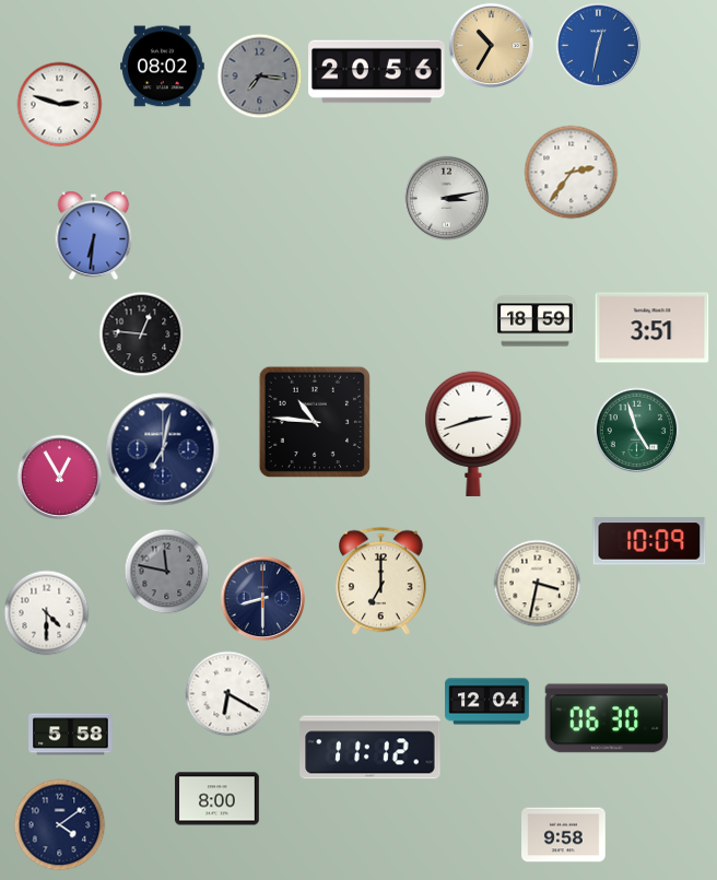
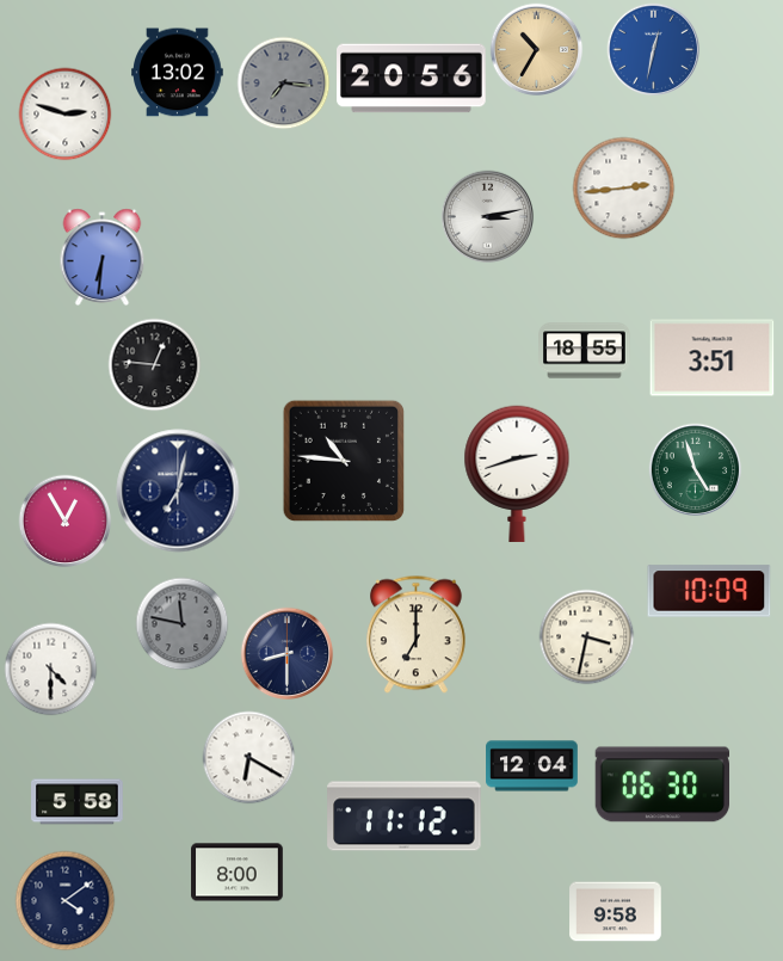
clock at (163, 67): 08:02 -> 13:02
clock at (571, 172): 2:36 -> 2:44
clock at (536, 321): 18:59 -> 18:55
